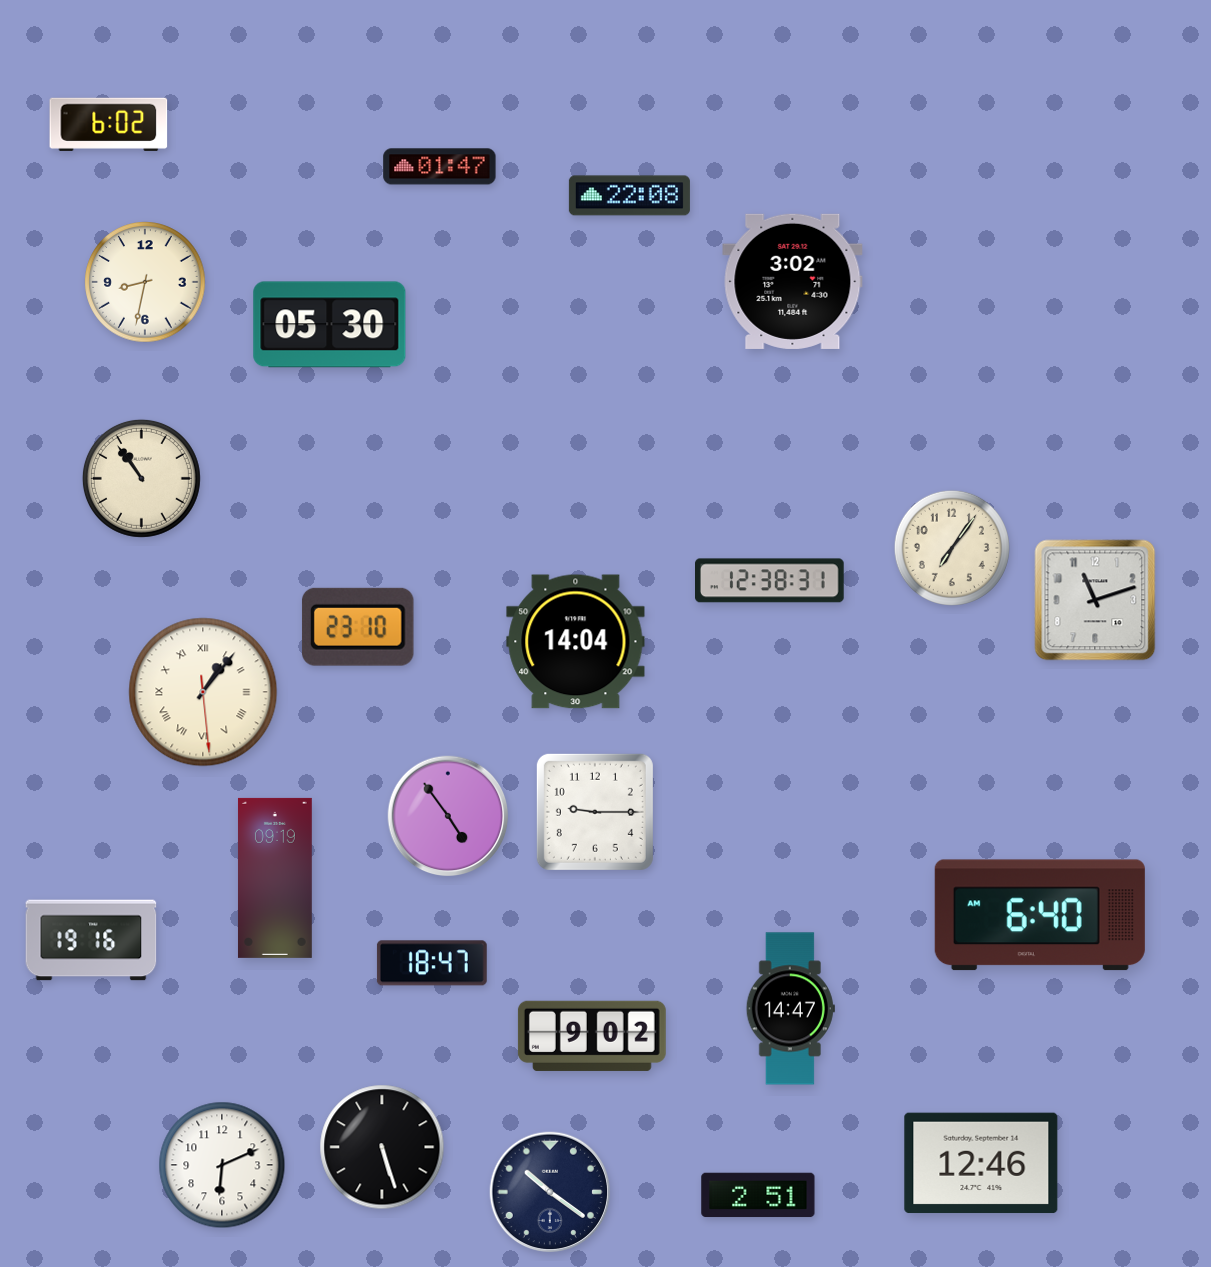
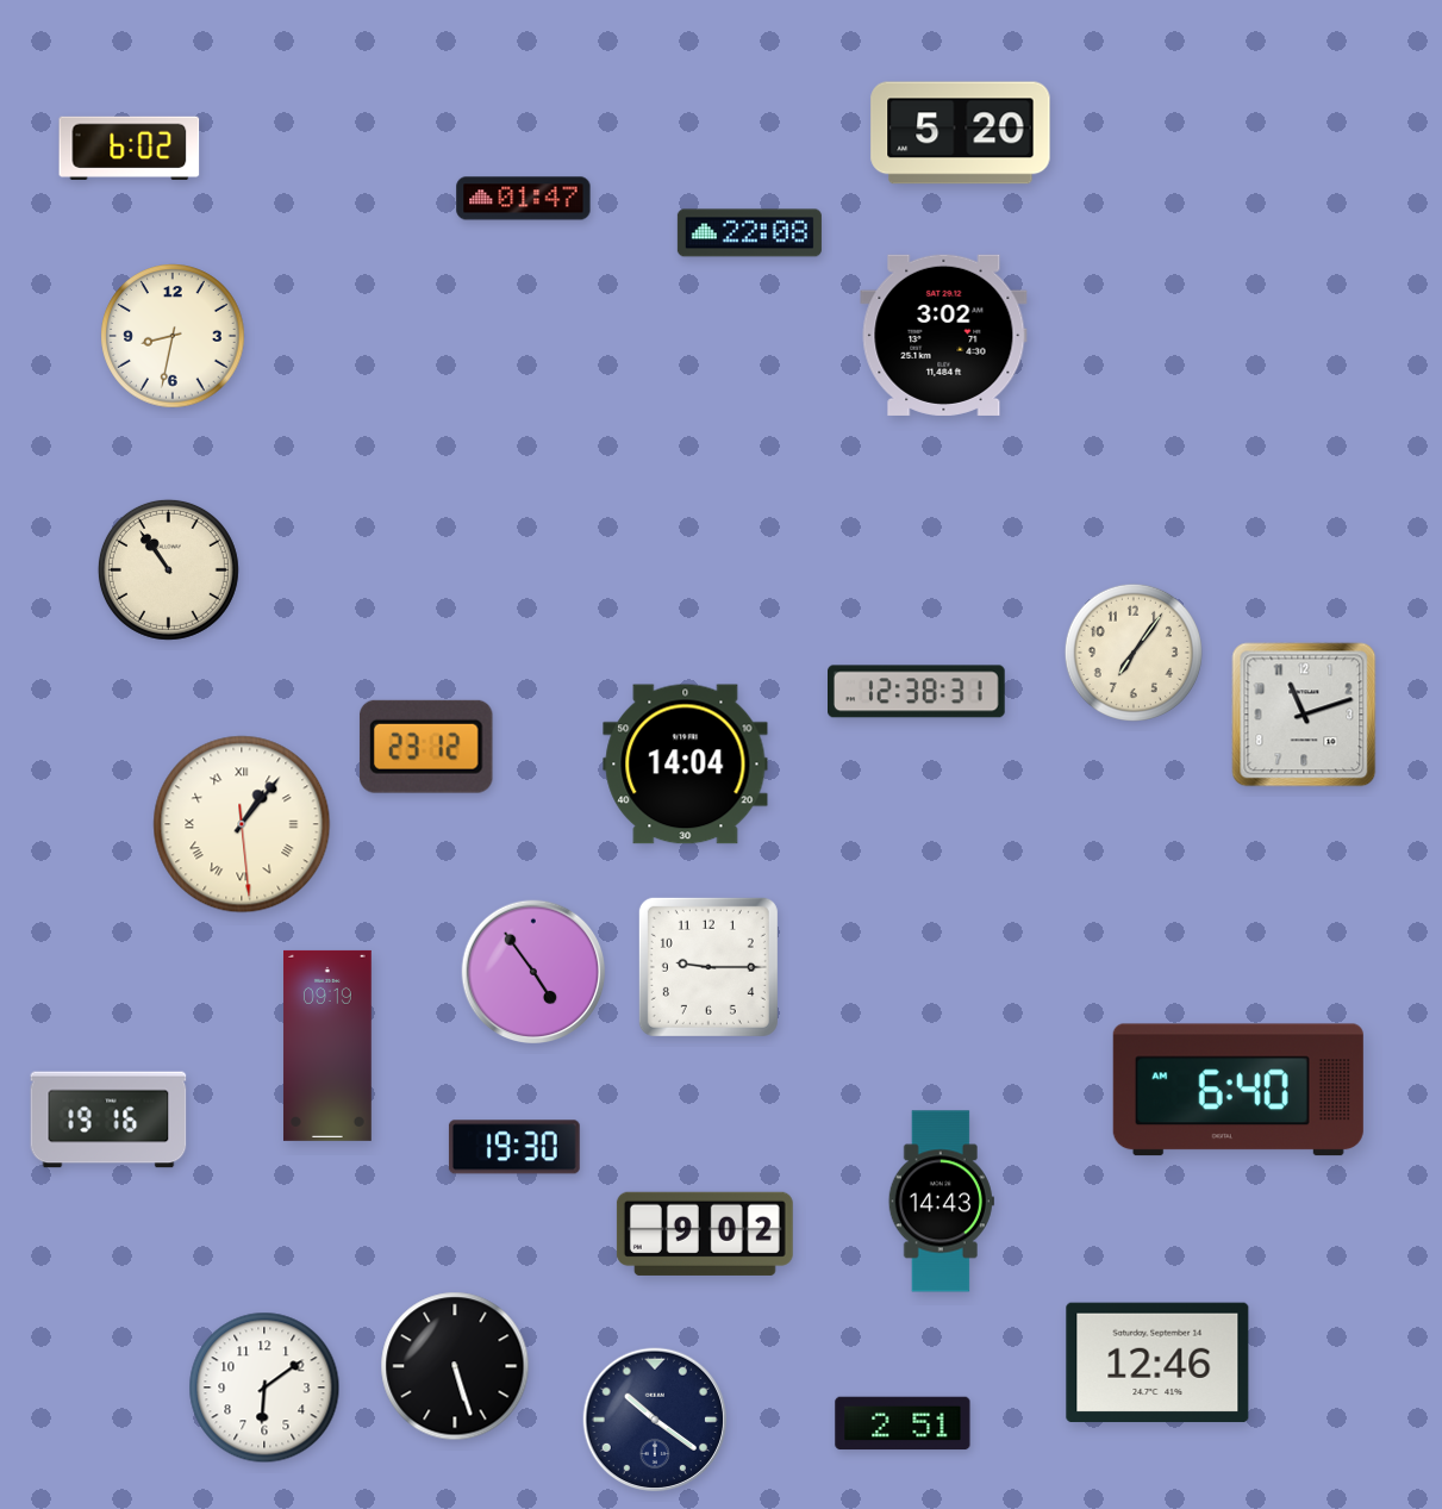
clock at (961, 133): none -> 5:20
clock at (330, 325): 05:30 -> none
clock at (358, 627): 23:10 -> 23:12
clock at (432, 963): 18:47 -> 19:30
clock at (790, 1009): 14:47 -> 14:43
clock at (981, 1163) position: (981, 1163) -> (1157, 1363)
clock at (222, 1165): 6:11 -> 6:09
